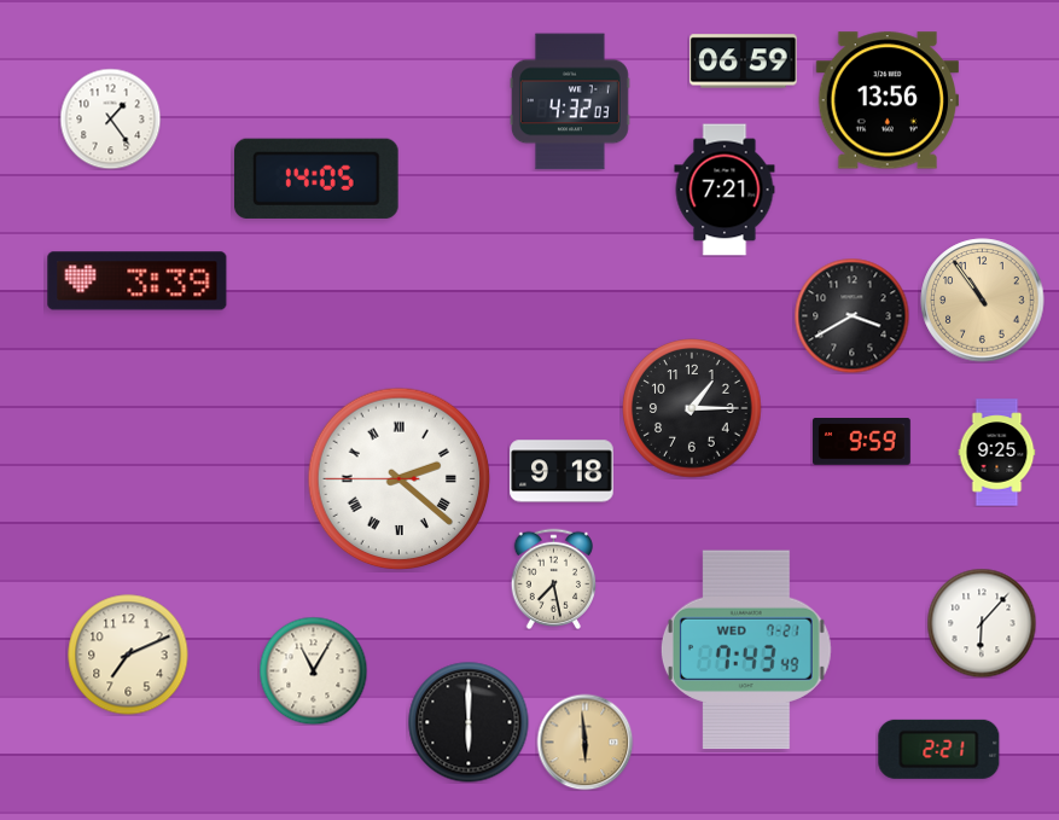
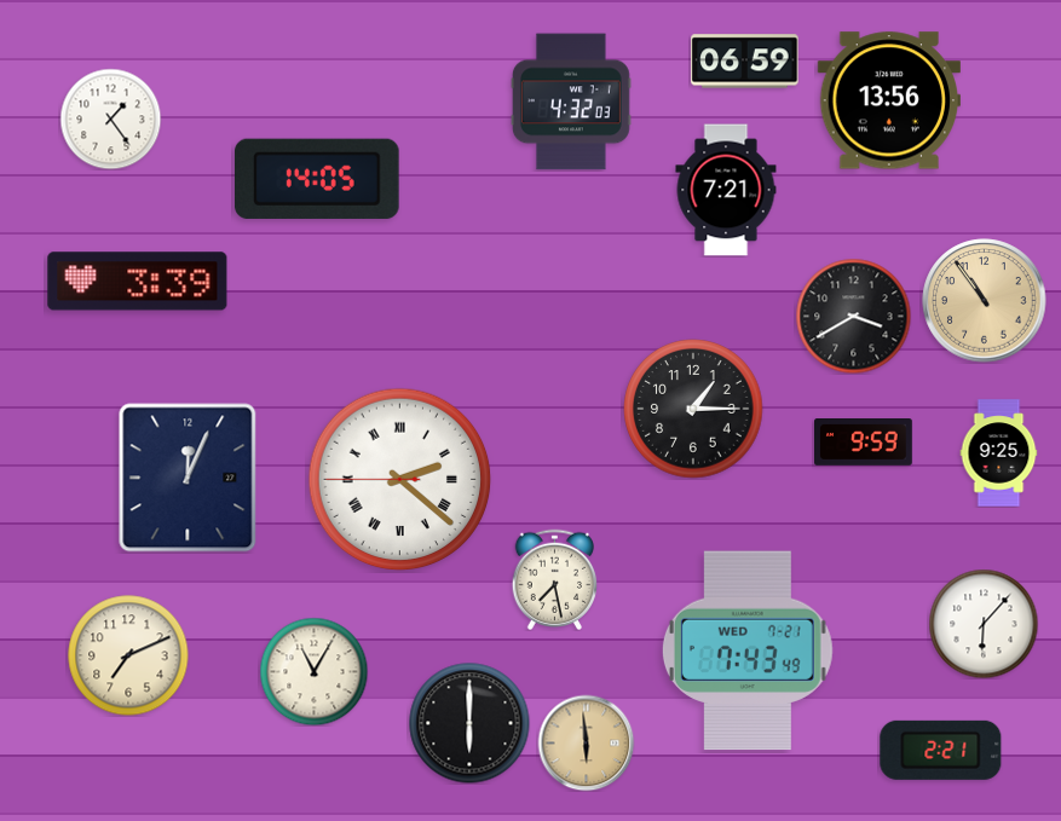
clock at (561, 471): 9:18 -> none
clock at (188, 478): none -> 12:04
